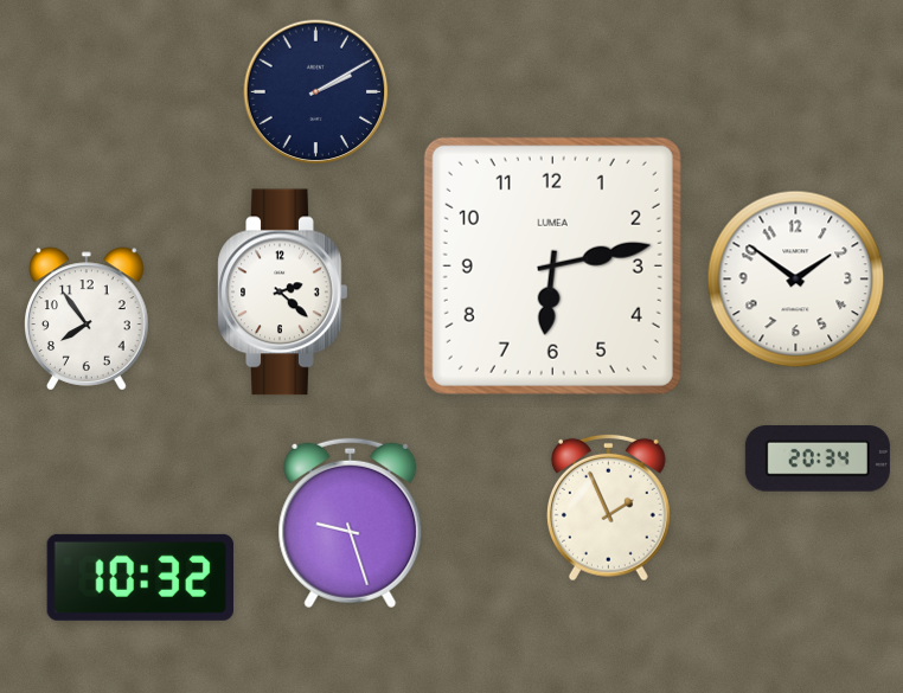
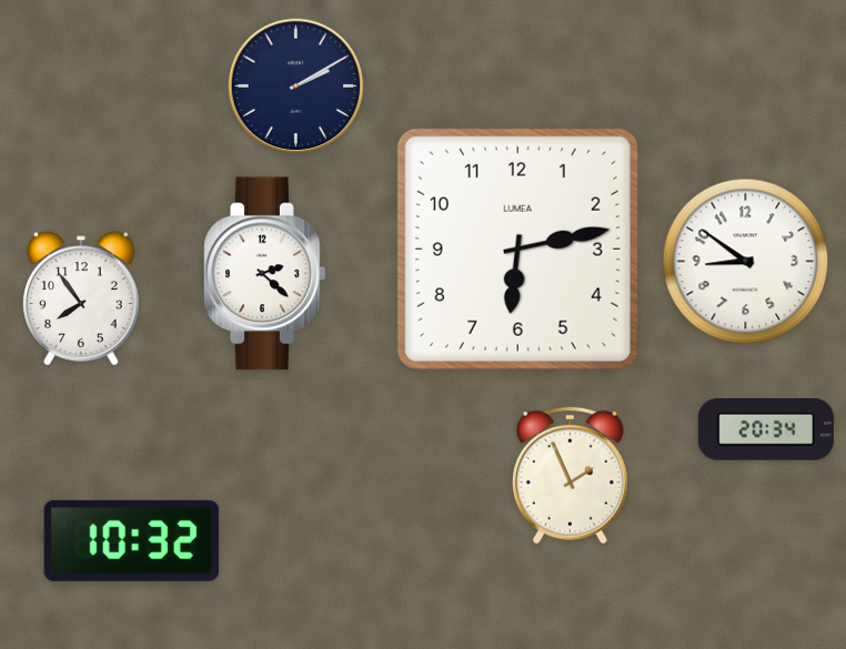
clock at (796, 280): 1:51 -> 8:51
clock at (351, 524): 9:27 -> none
